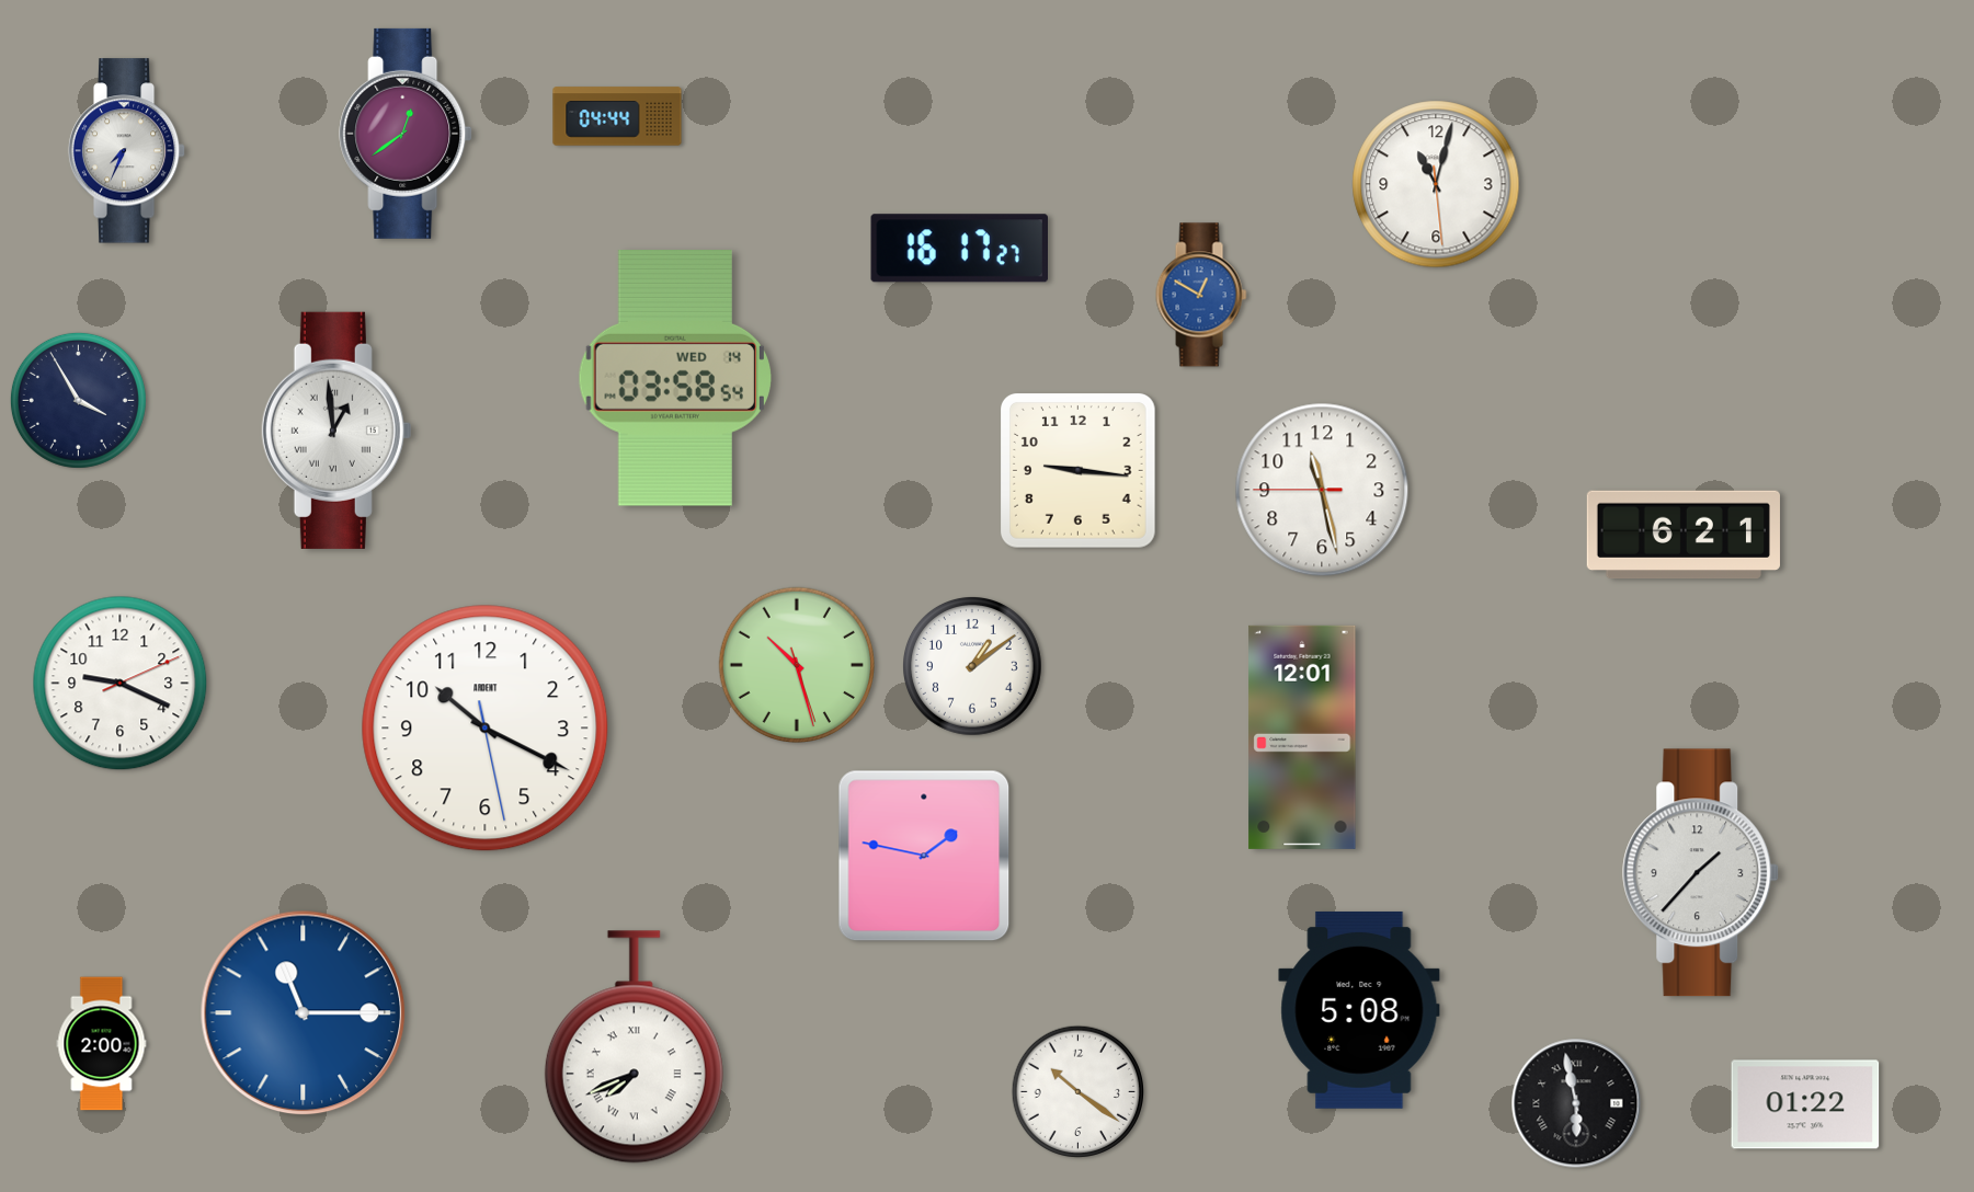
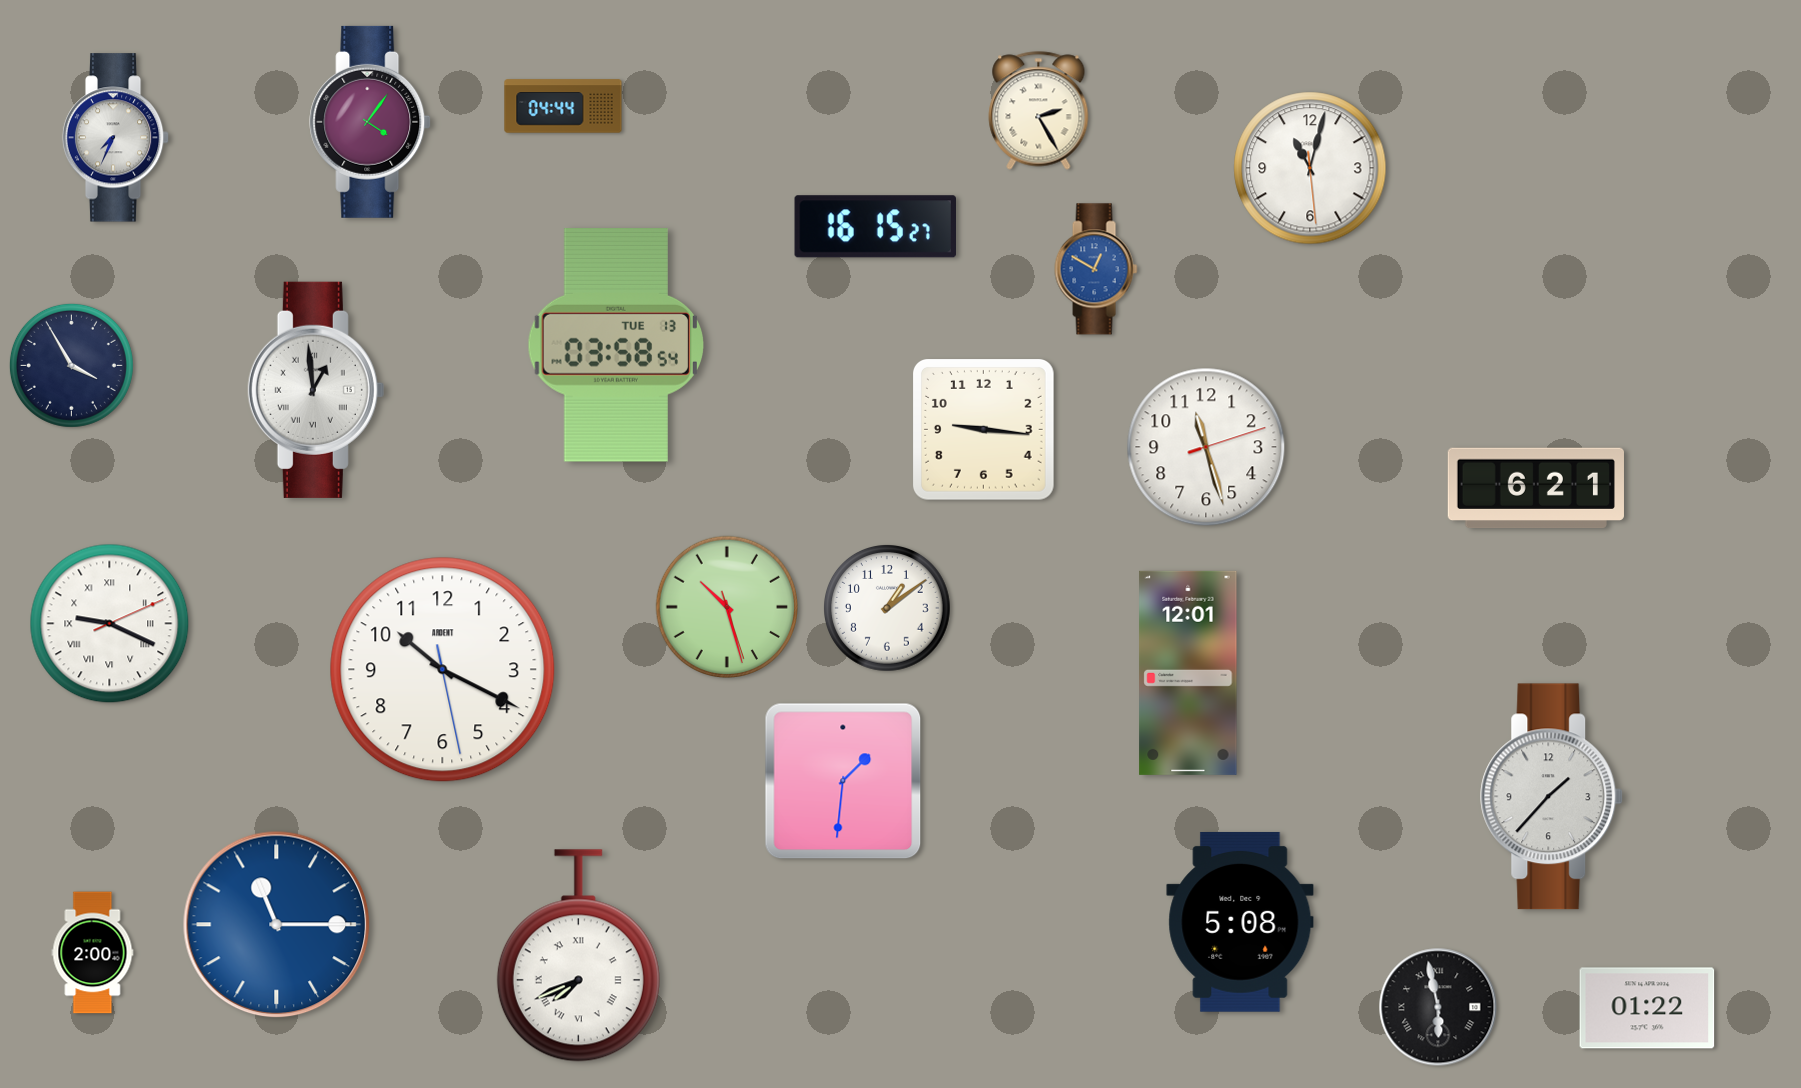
clock at (1039, 111): none -> 2:25
clock at (406, 134): 12:39 -> 4:06
clock at (960, 249): 16:17 -> 16:15
clock at (675, 379) date: WED 14 -> TUE 13
clock at (336, 431) position: (336, 431) -> (316, 390)
clock at (1322, 490): 11:27:45 -> 11:27:12
clock at (121, 684) numerals: Arabic -> Roman
clock at (486, 729) position: (486, 729) -> (443, 670)
clock at (924, 856): 1:47 -> 1:31
clock at (1077, 1091): 10:21 -> none
